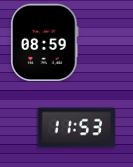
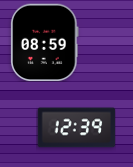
clock at (76, 128): 11:53 -> 12:39
